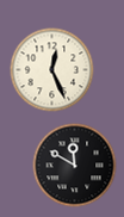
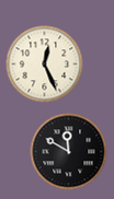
clock at (52, 70) position: (52, 70) -> (45, 65)
